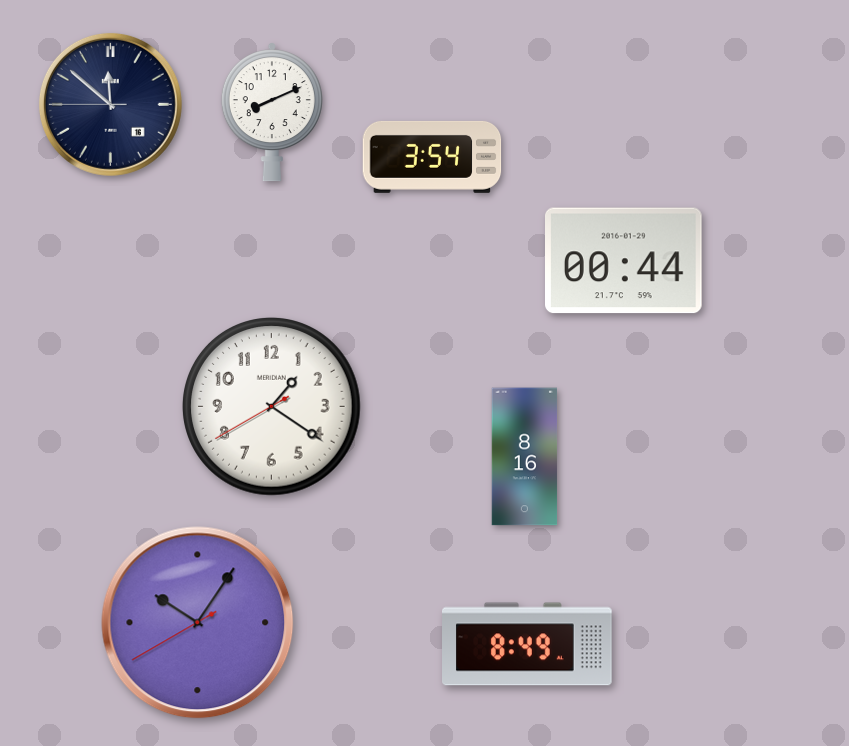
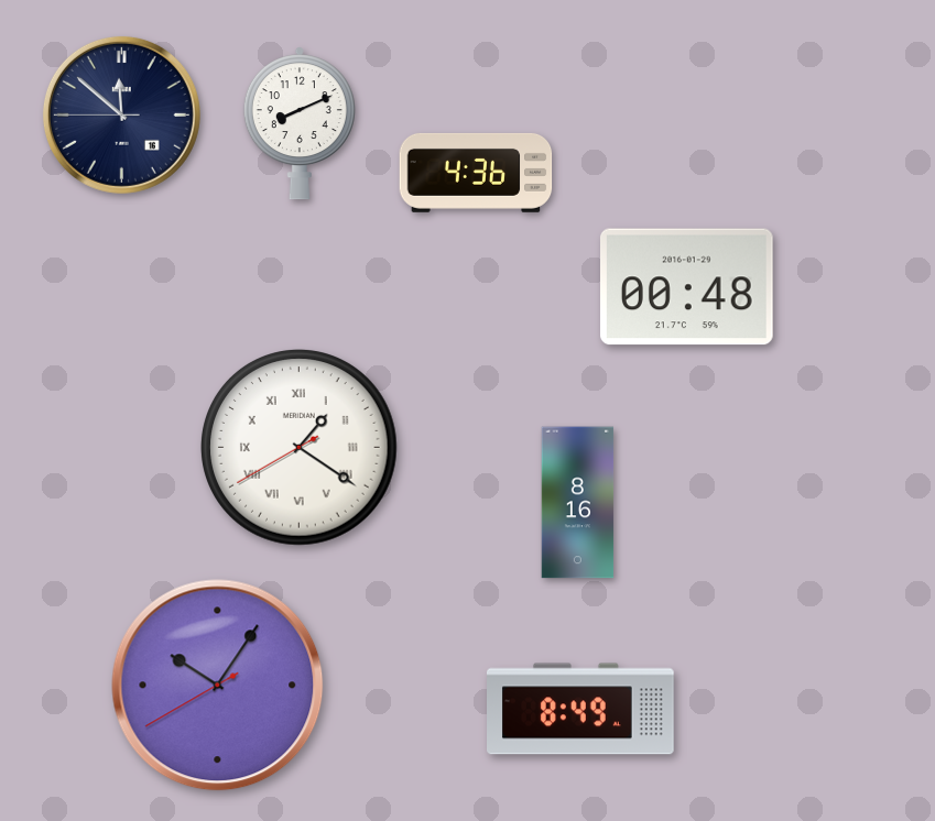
clock at (432, 157): 3:54 -> 4:36
clock at (624, 261): 00:44 -> 00:48
clock at (272, 407) numerals: Arabic -> Roman
